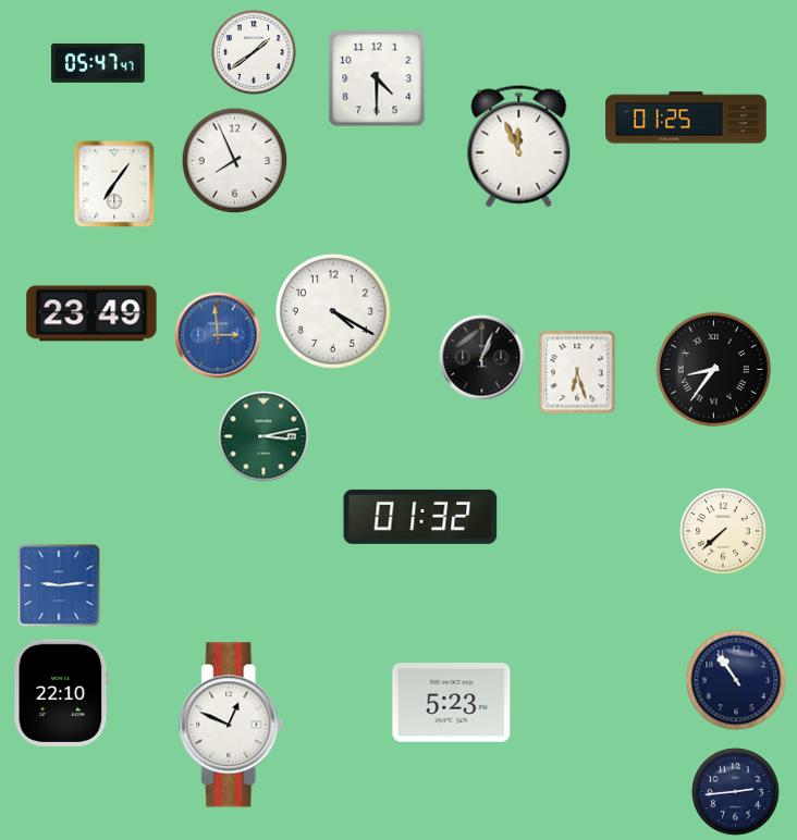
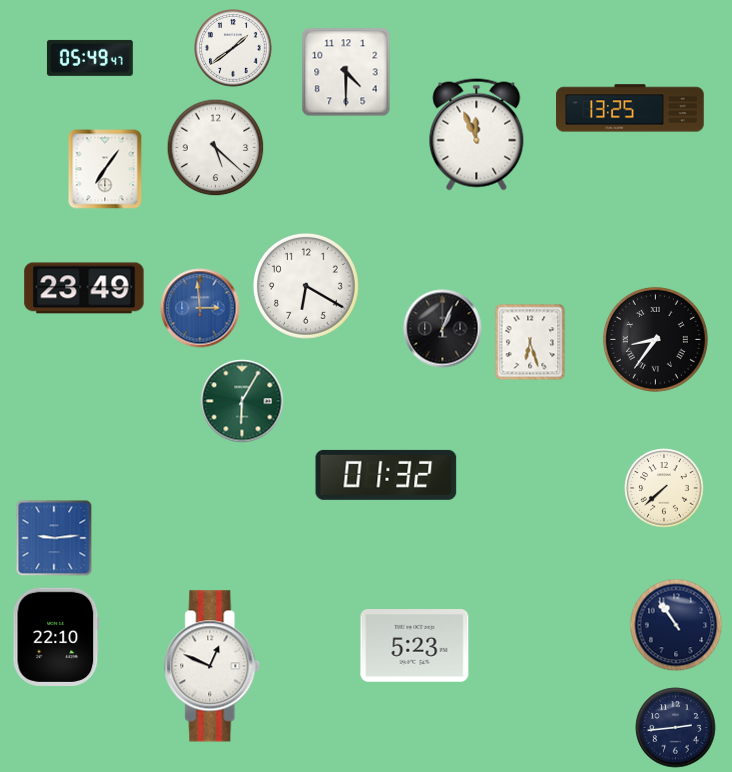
clock at (98, 63): 05:47 -> 05:49
clock at (686, 118): 01:25 -> 13:25
clock at (235, 161): 7:56 -> 5:22
clock at (333, 311): 4:20 -> 6:20
clock at (263, 436): 3:13 -> 6:05
